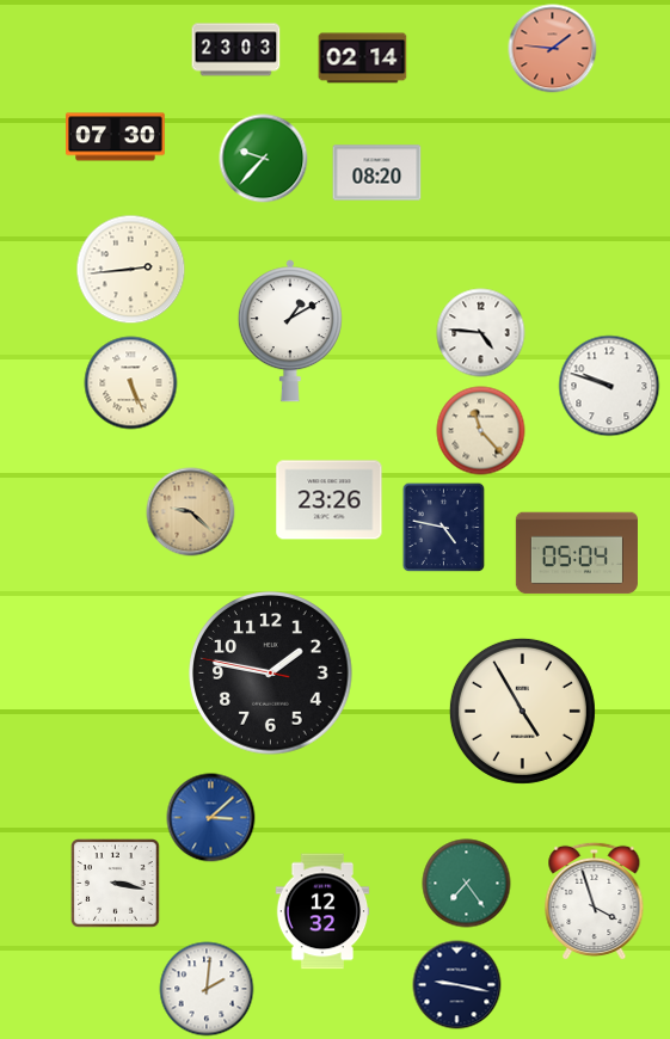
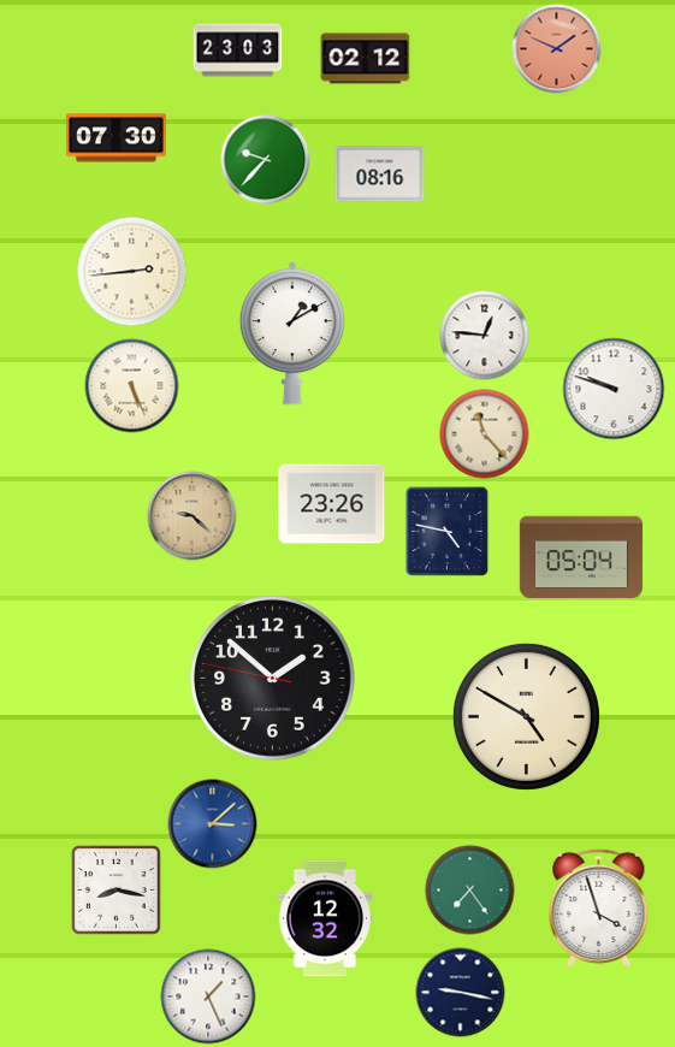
clock at (553, 49): 1:46 -> 1:49
clock at (363, 59): 02:14 -> 02:12
clock at (377, 173): 08:20 -> 08:16
clock at (481, 333): 4:46 -> 12:46
clock at (271, 674): 1:46 -> 1:51
clock at (522, 711): 4:55 -> 4:50
clock at (116, 884): 3:17 -> 8:17
clock at (207, 989): 2:01 -> 1:26
